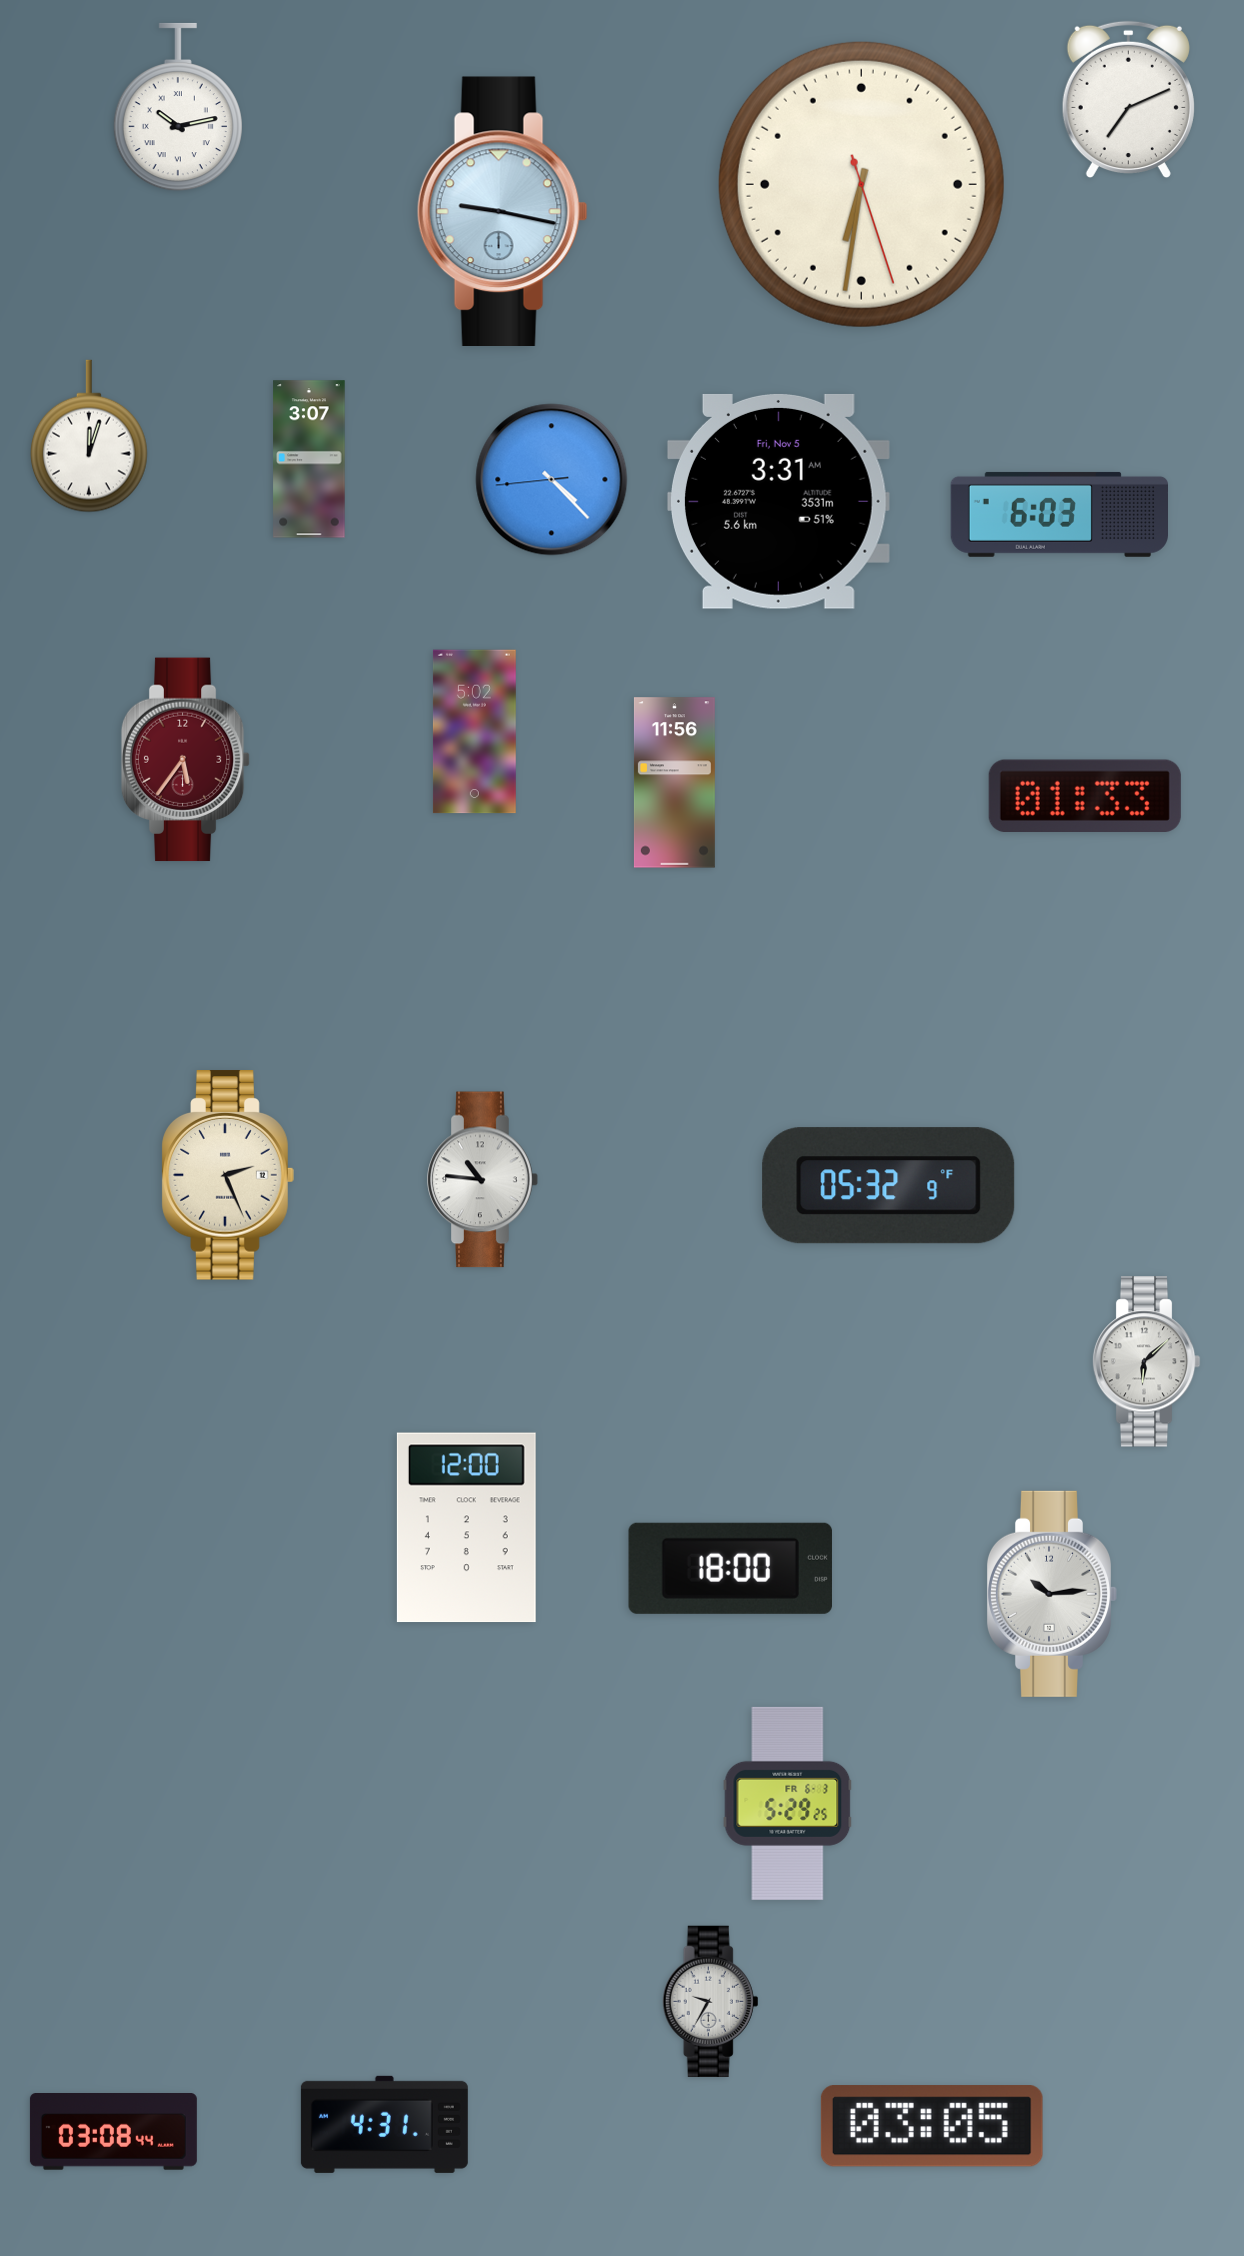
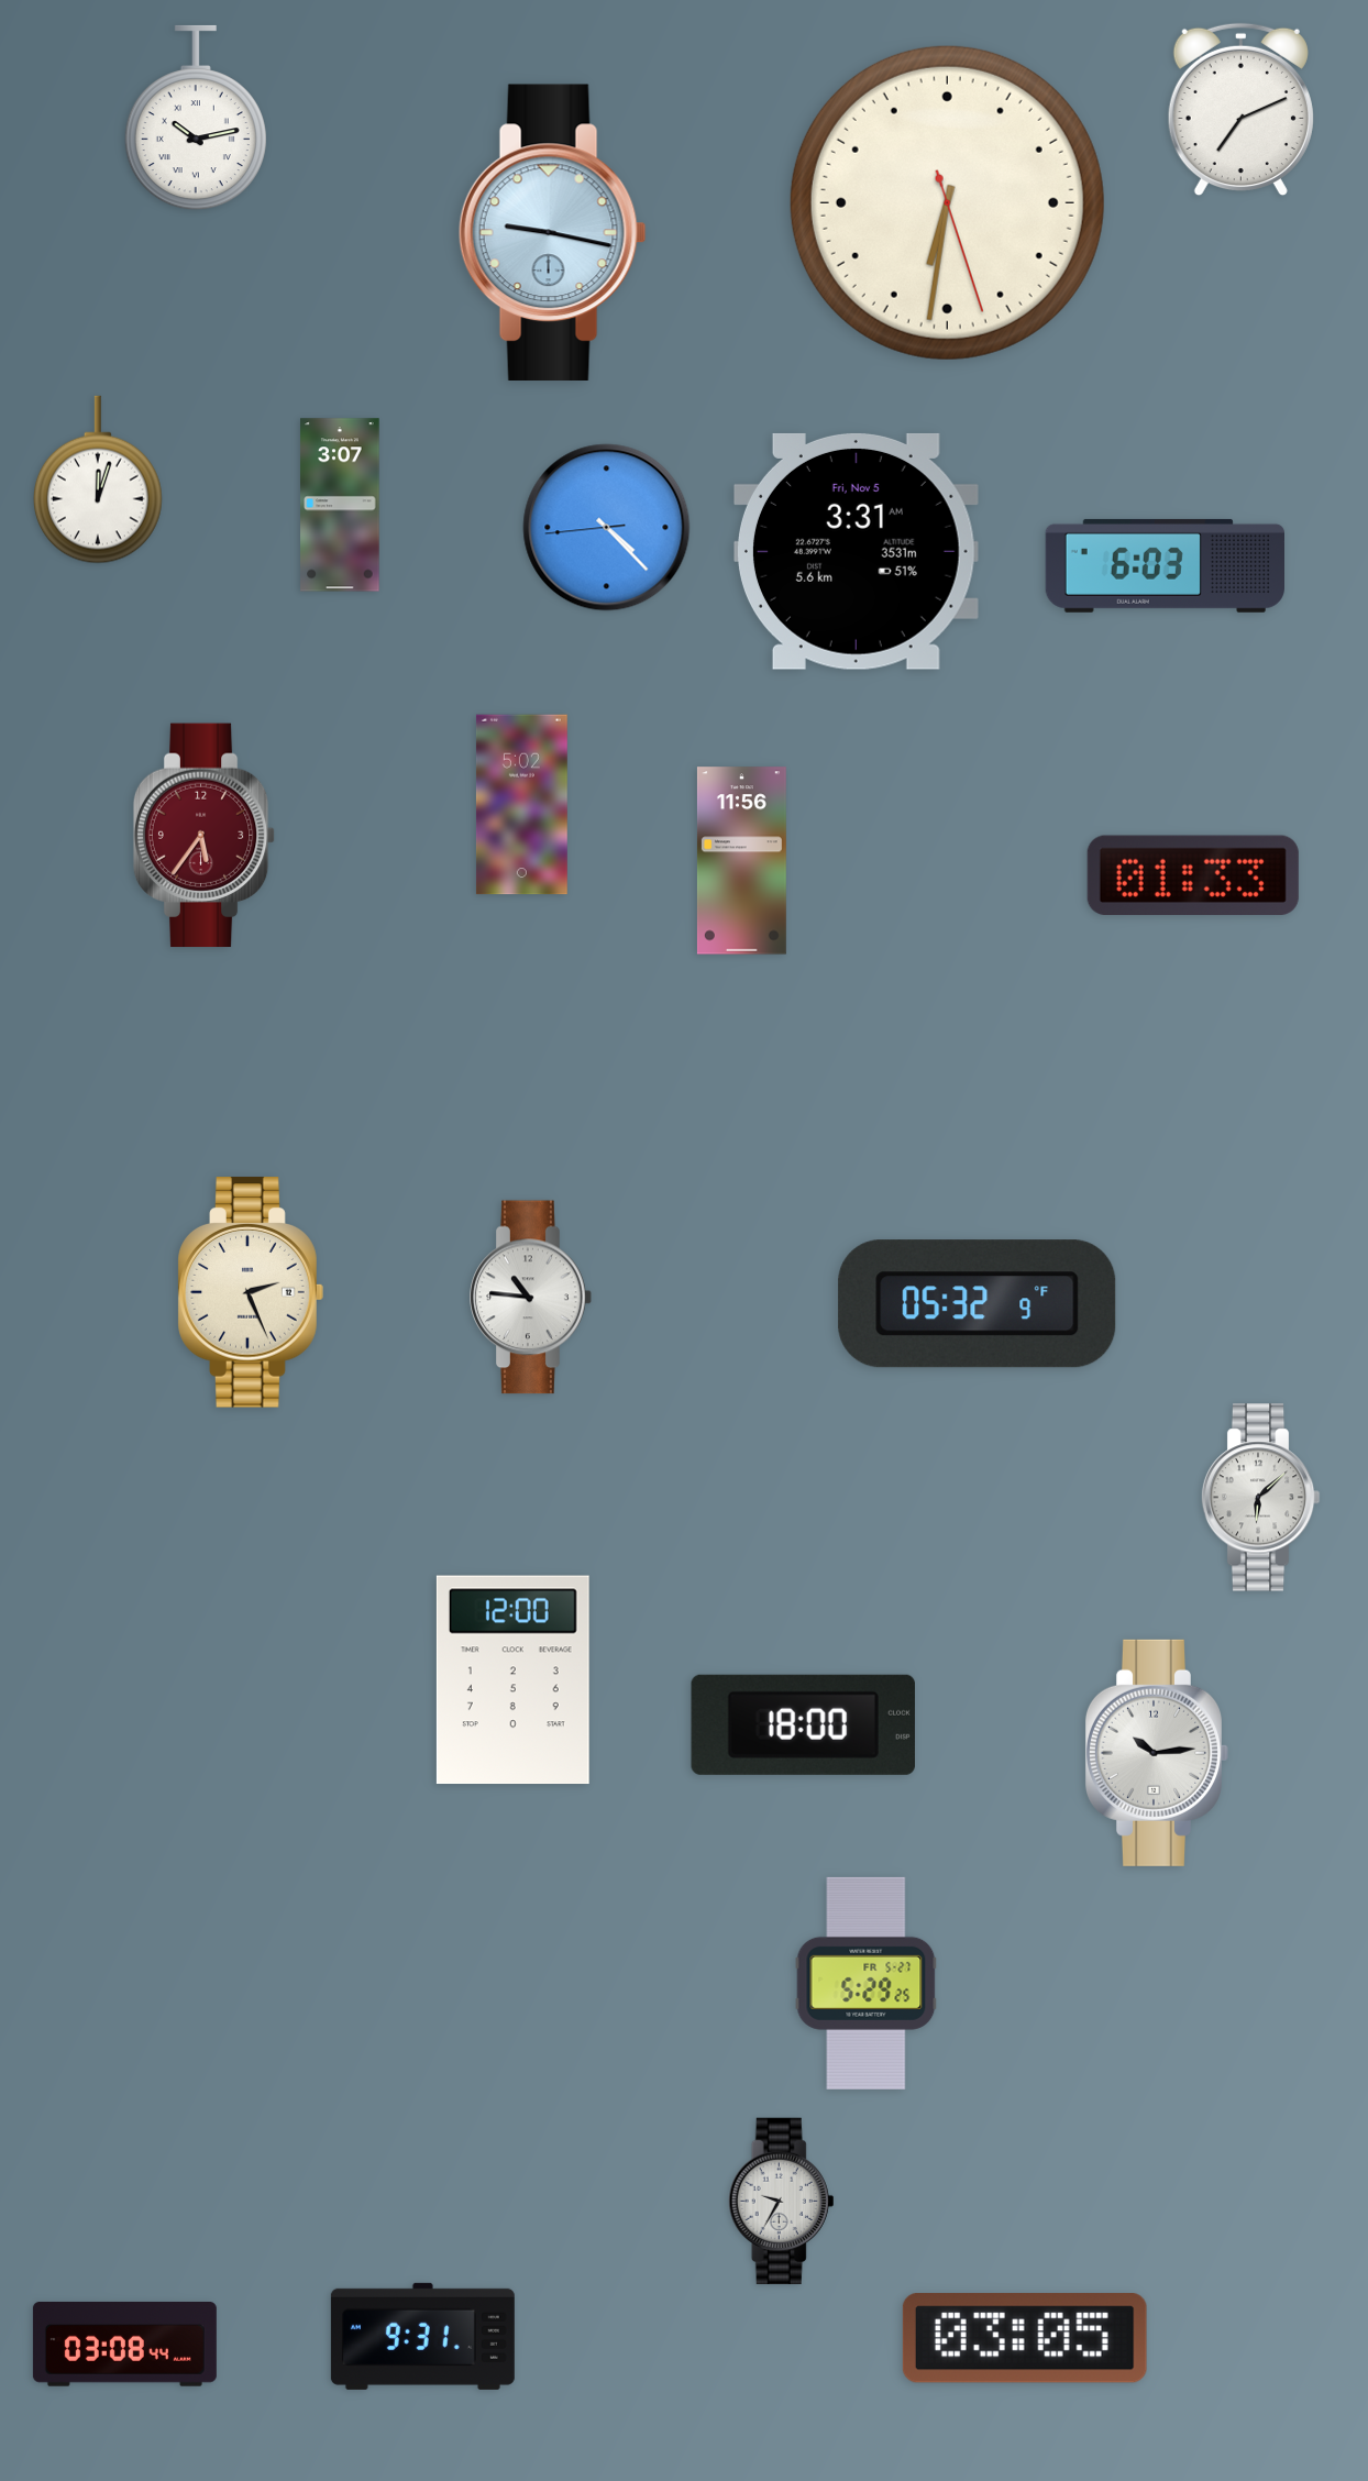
clock at (788, 1803) date: FR 6-3 -> FR 5-27
clock at (384, 2124): 4:31 -> 9:31
